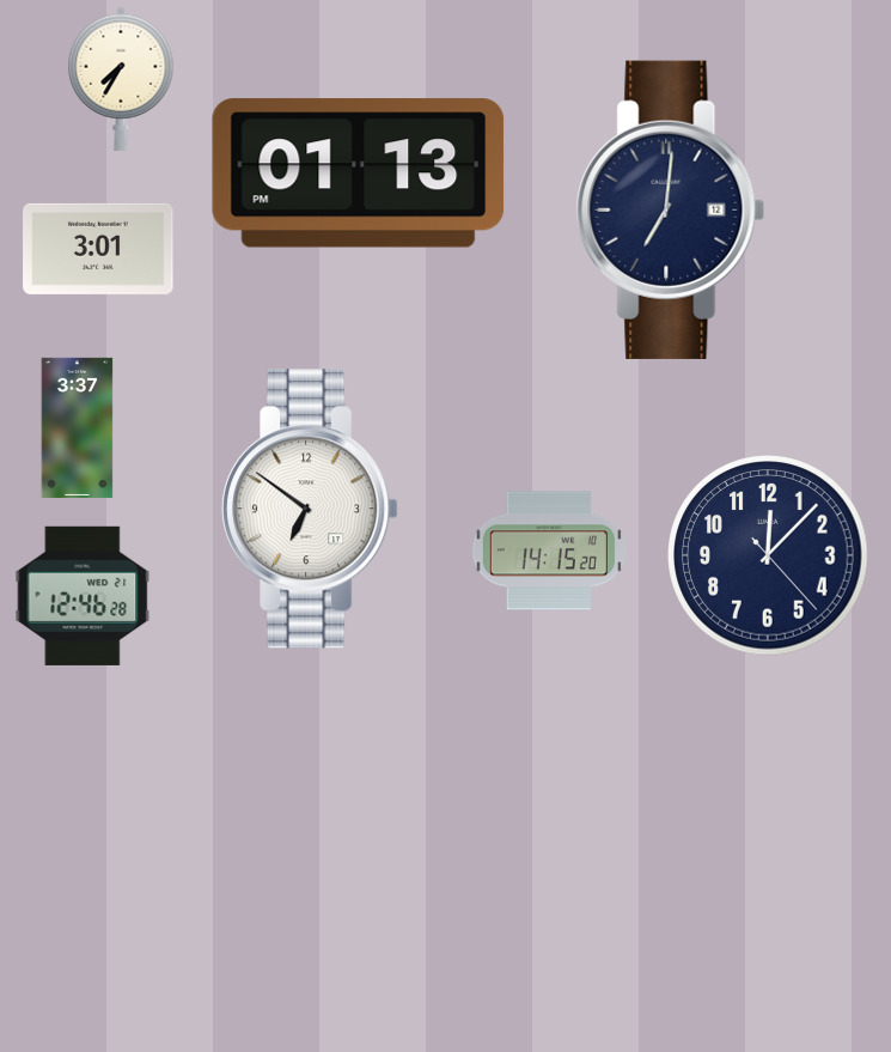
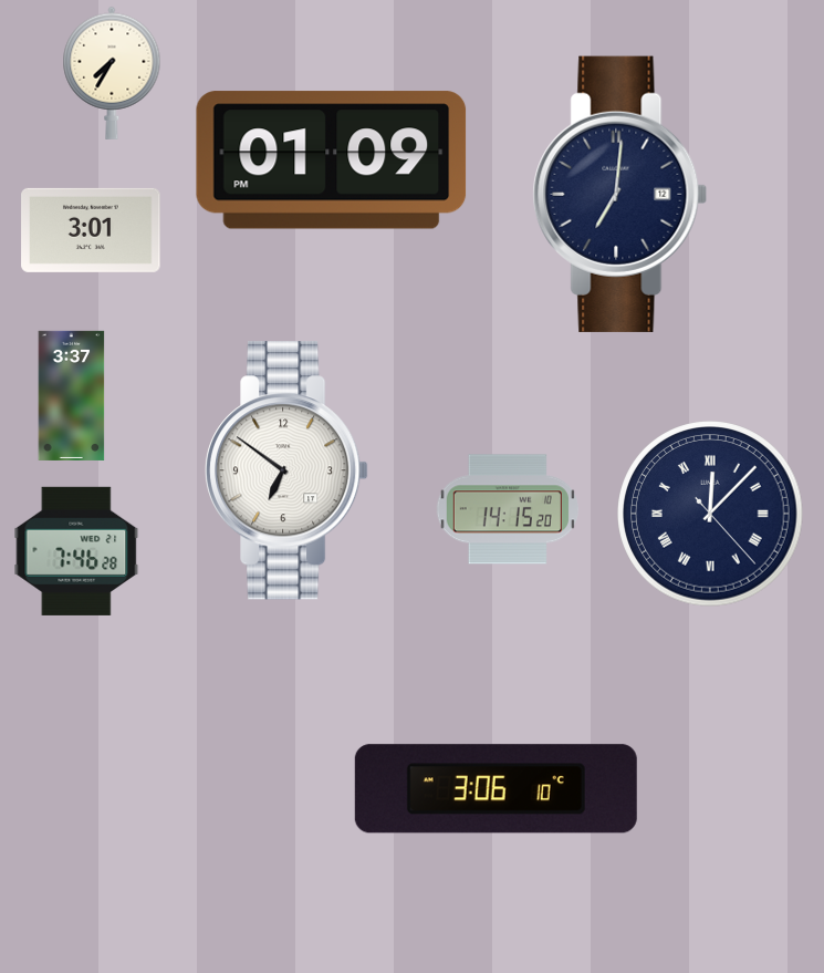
clock at (359, 174): 01:13 -> 01:09
clock at (768, 555) numerals: Arabic -> Roman
clock at (83, 596): 12:46 -> 7:46
clock at (496, 789): none -> 3:06
